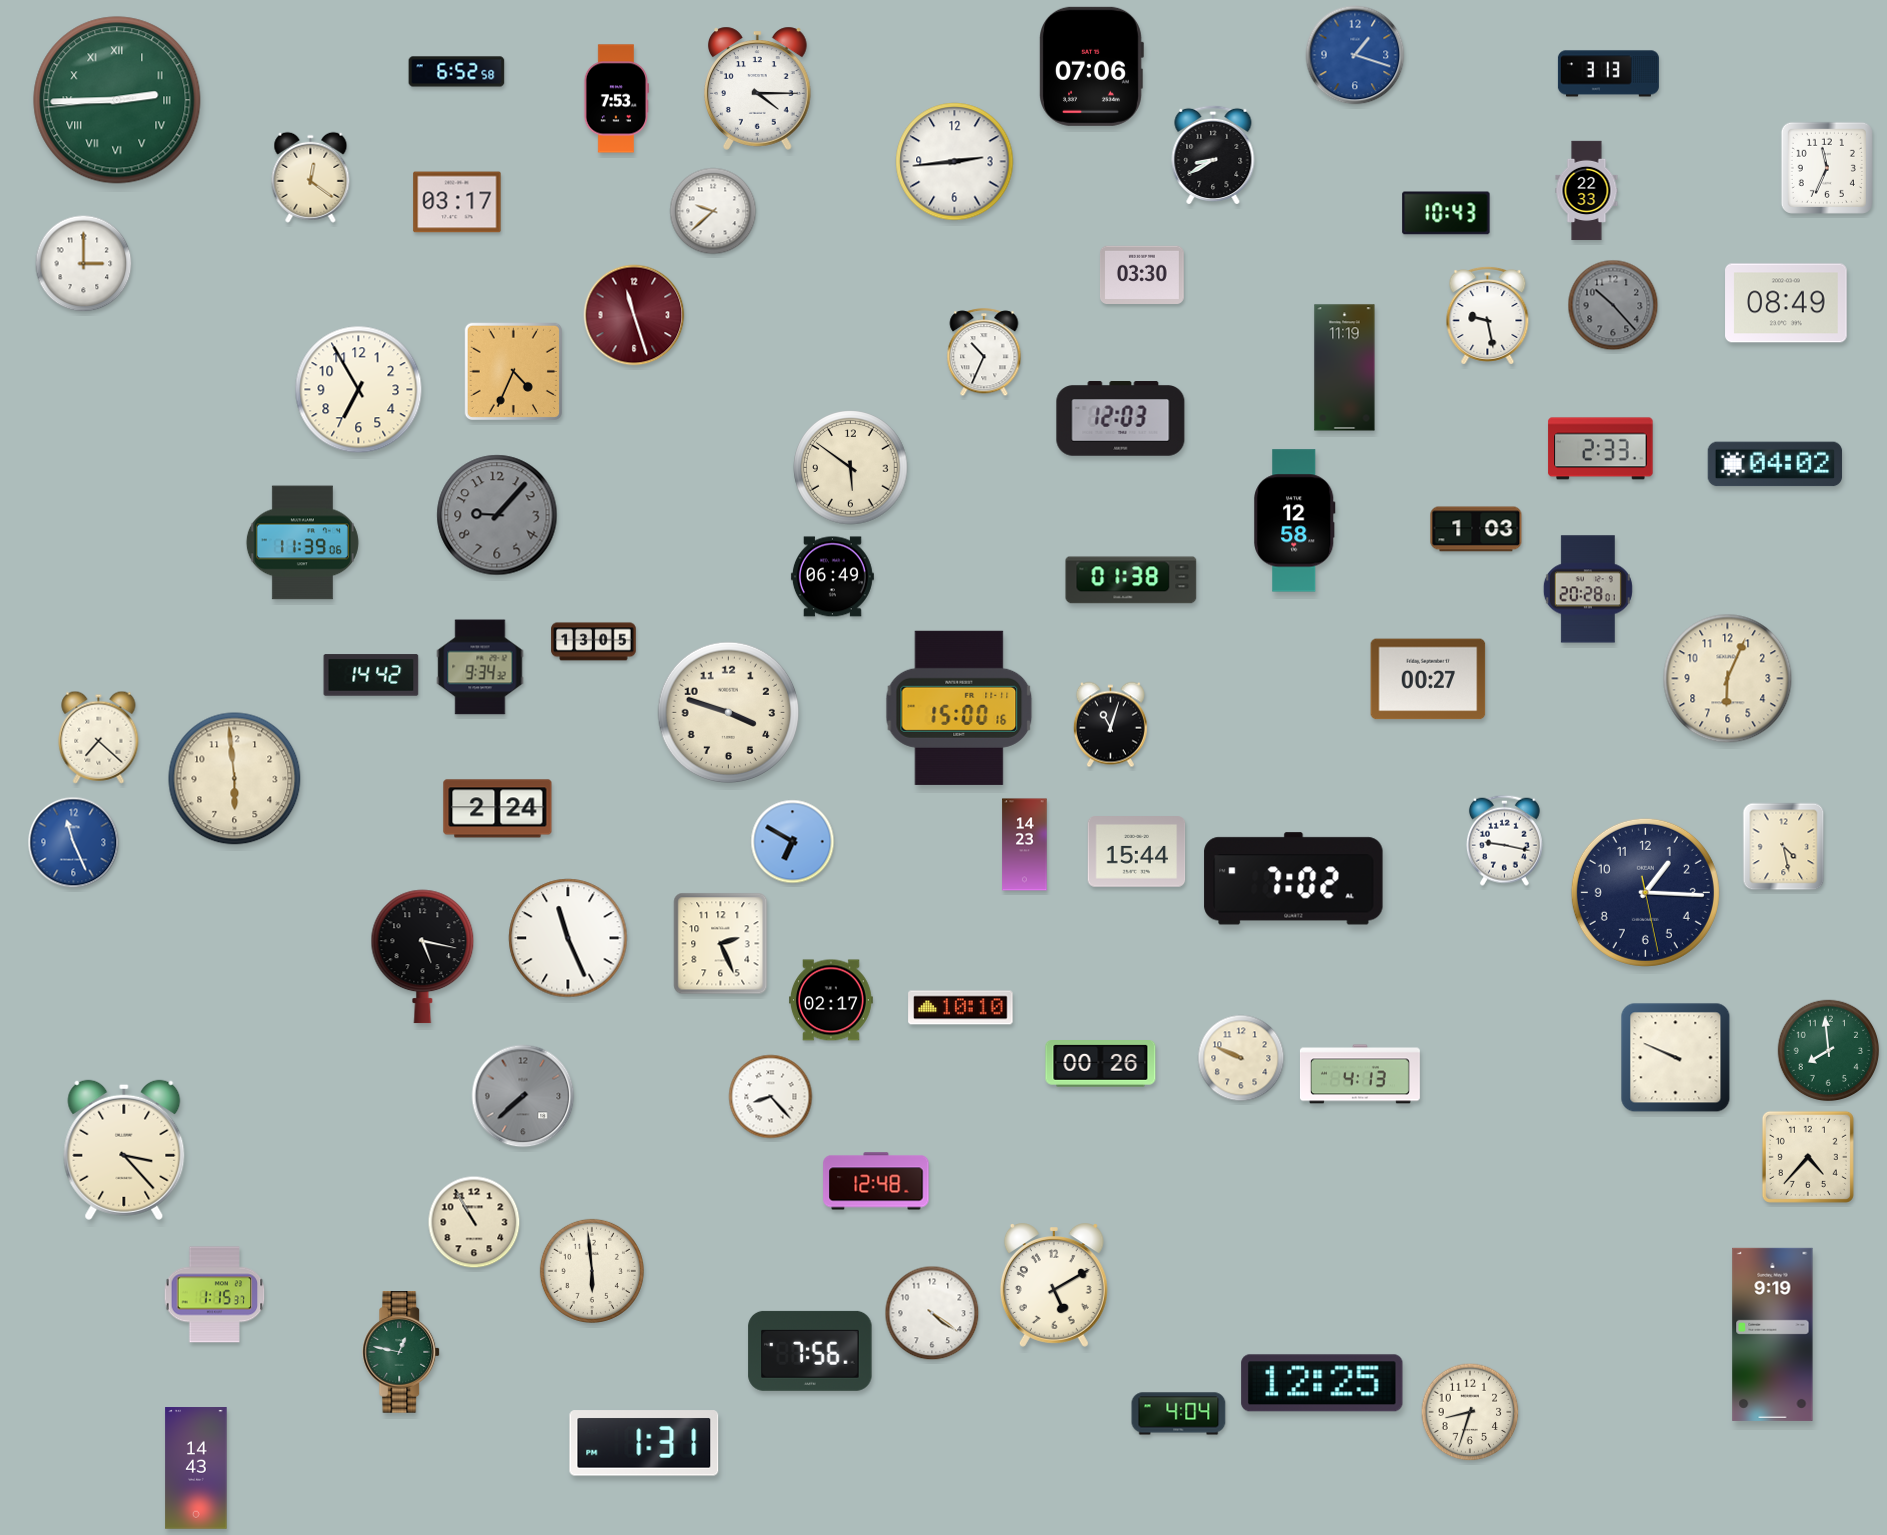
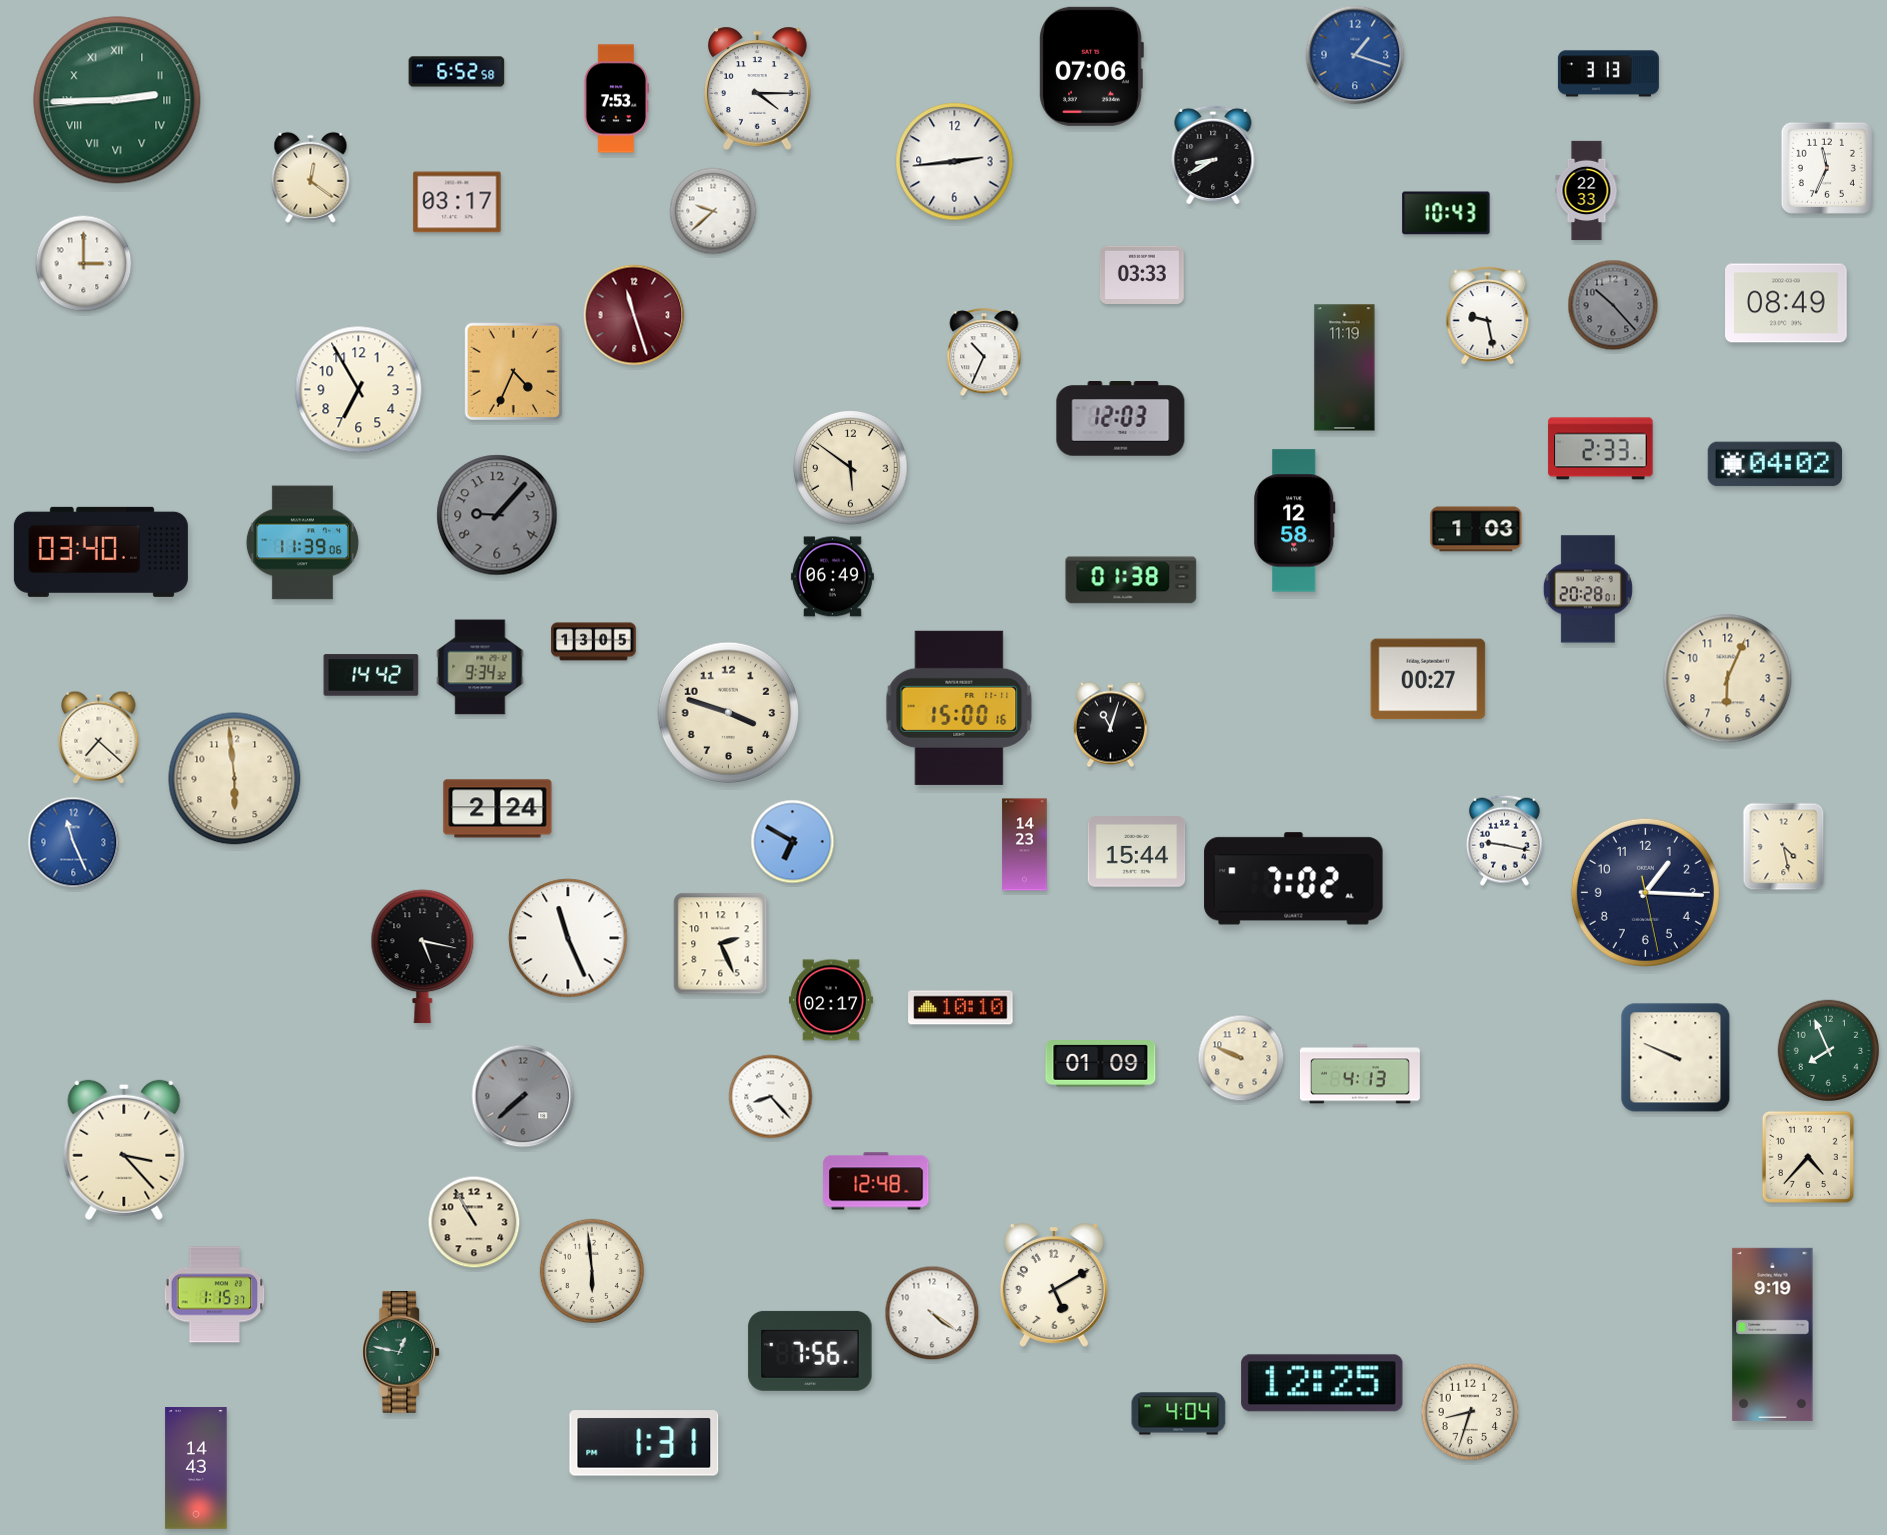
clock at (1142, 275): 03:30 -> 03:33
clock at (101, 552): none -> 03:40
clock at (1829, 1051): 7:59 -> 7:56
clock at (1101, 1064): 00:26 -> 01:09
